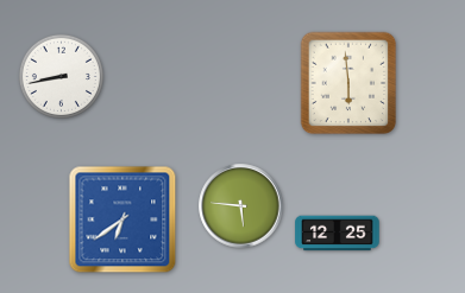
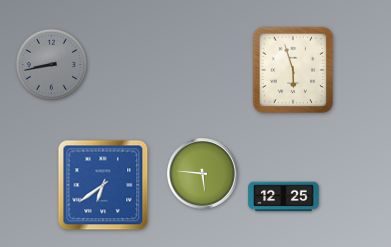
clock at (61, 76) dial: white -> grey
clock at (348, 83): 5:59 -> 5:57
